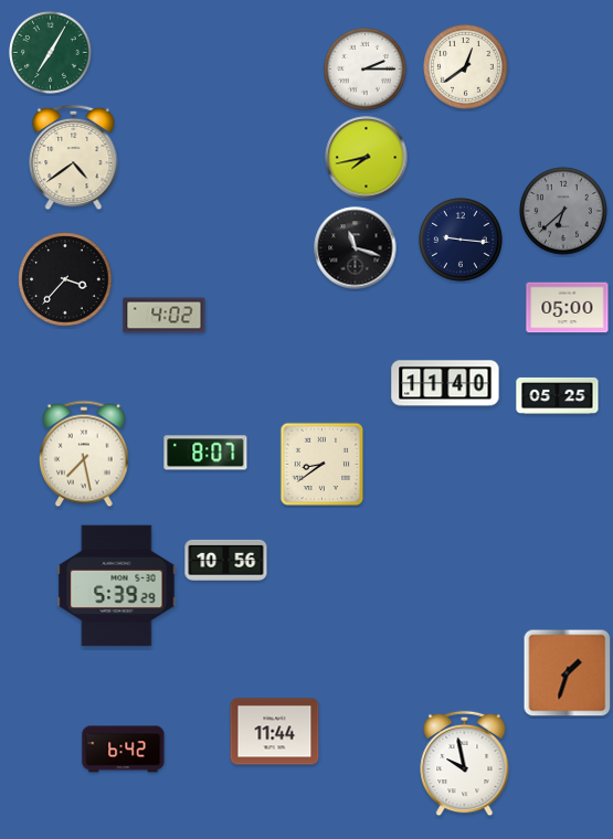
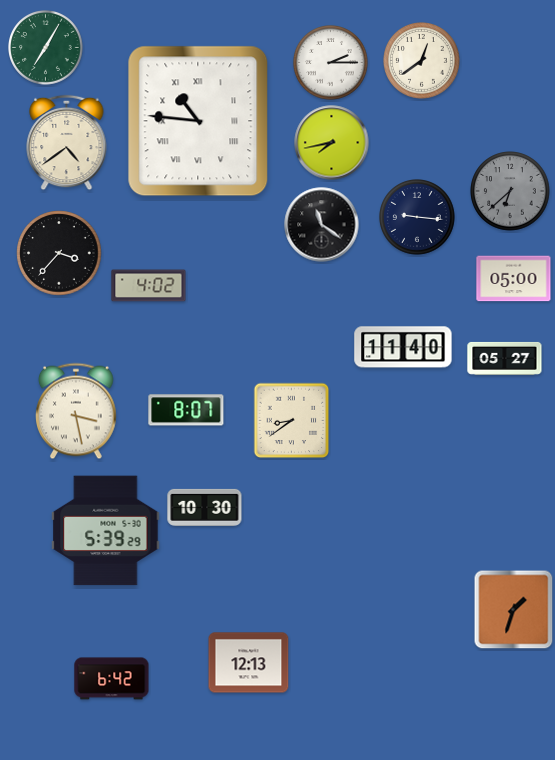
clock at (198, 121): none -> 10:46
clock at (356, 248): 11:18 -> 11:21
clock at (558, 395): 05:25 -> 05:27
clock at (85, 454): 7:28 -> 3:28
clock at (226, 560): 10:56 -> 10:30
clock at (275, 732): 11:44 -> 12:13
clock at (465, 764): 9:58 -> none
